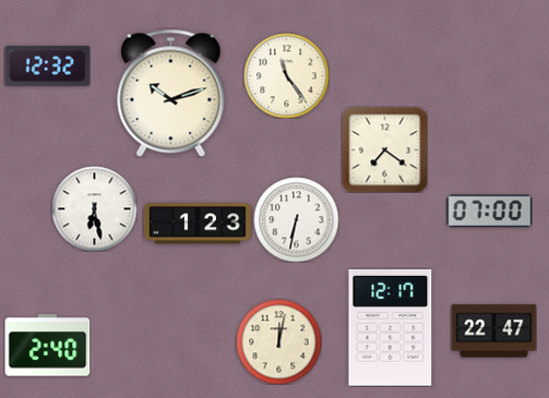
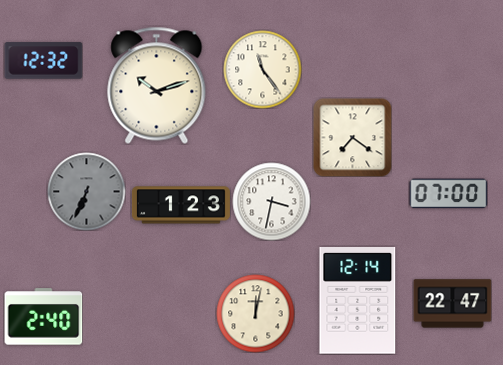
clock at (94, 208): 6:28 -> 6:34
clock at (94, 208) dial: white -> grey
clock at (296, 219): 6:32 -> 3:32
clock at (391, 328): 12:17 -> 12:14
